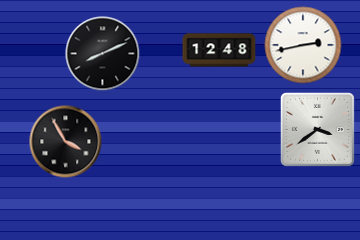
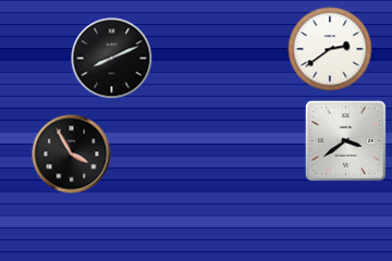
clock at (303, 45): 2:43 -> 2:39
clock at (219, 50): 12:48 -> none
